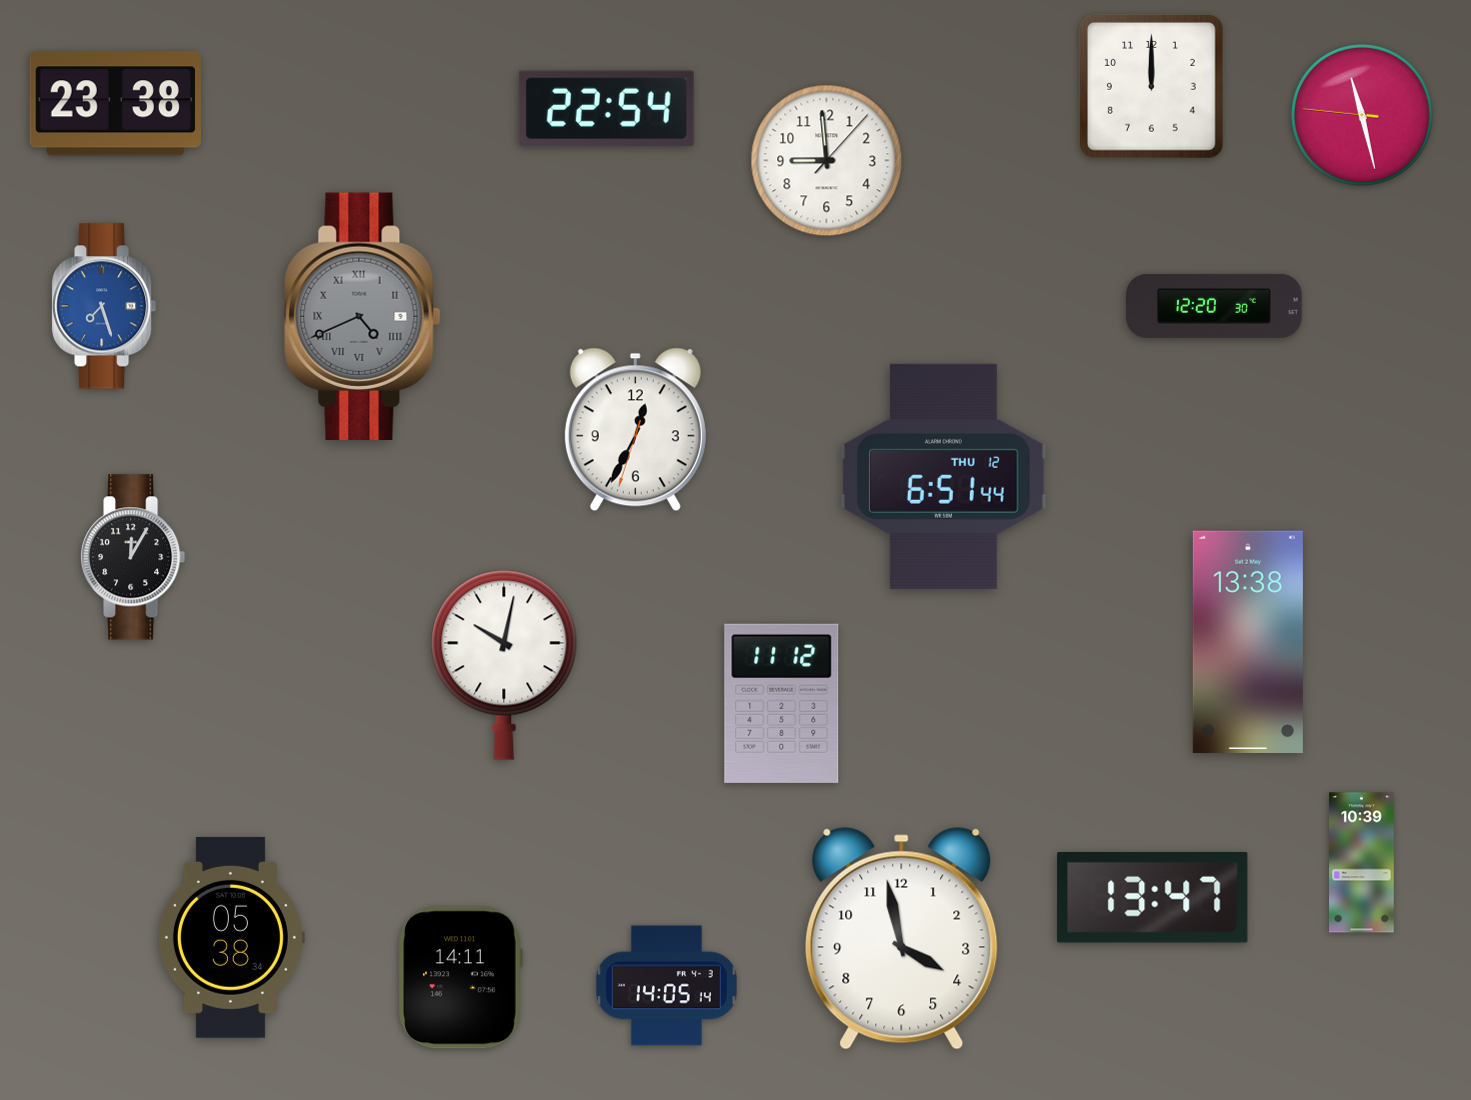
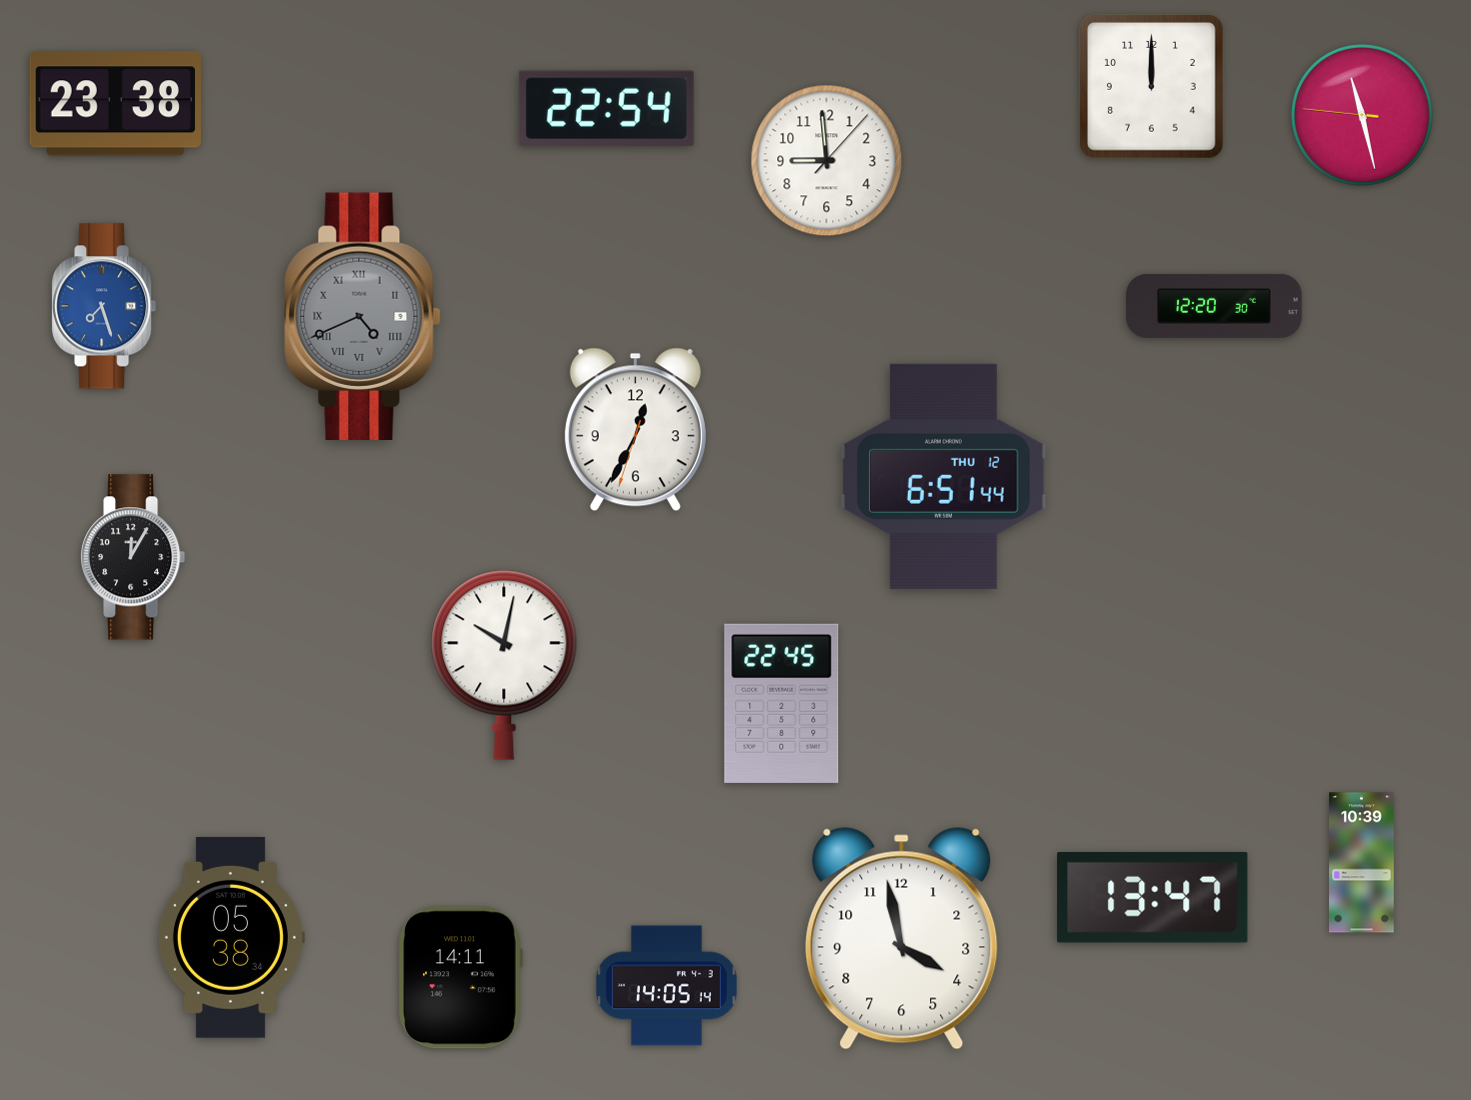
clock at (1248, 641): 13:38 -> none
clock at (782, 703): 11:12 -> 22:45
